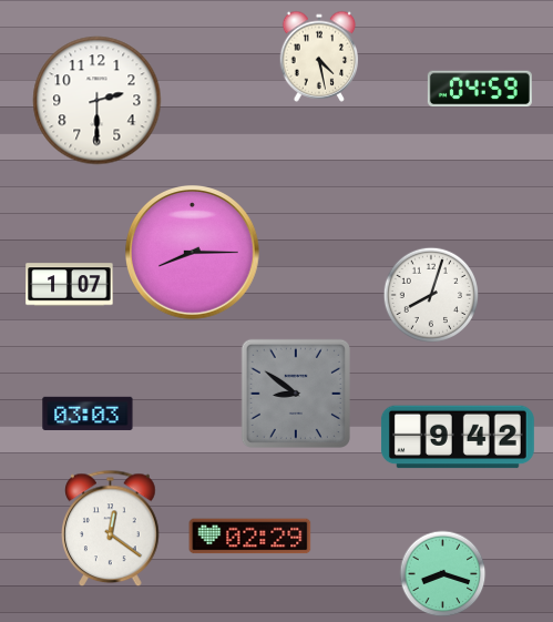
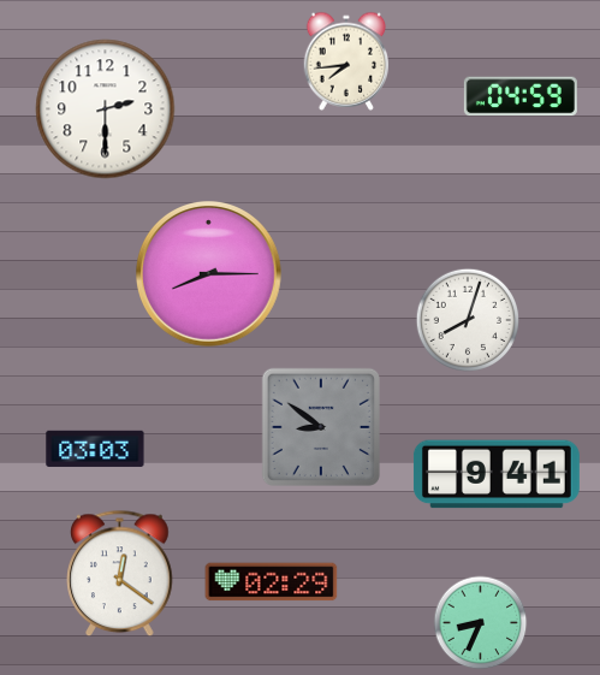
clock at (319, 57): 4:28 -> 7:44
clock at (70, 285): 1:07 -> none
clock at (458, 437): 9:42 -> 9:41
clock at (443, 574): 8:18 -> 8:34
